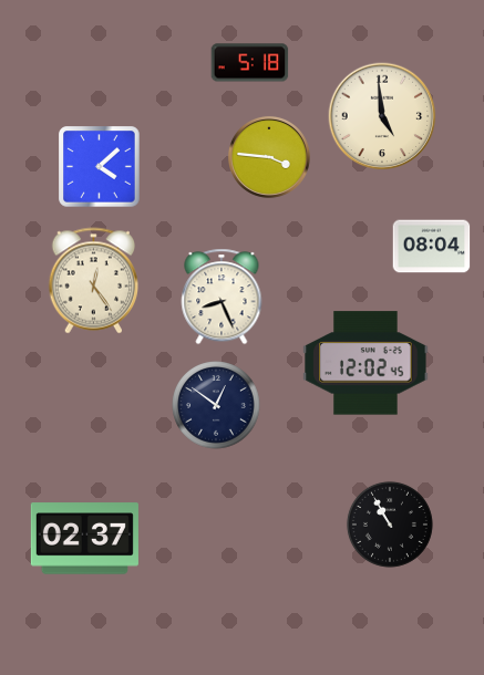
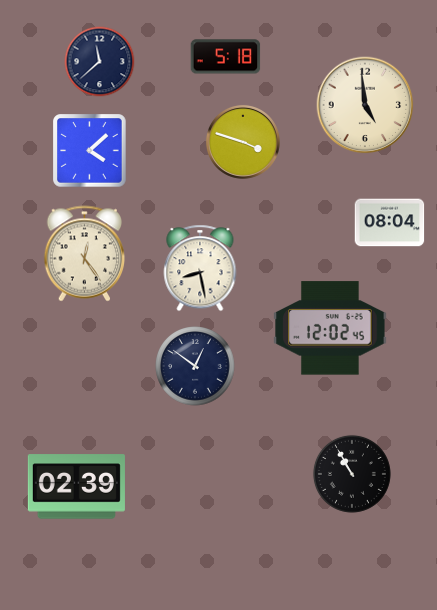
clock at (100, 62): none -> 11:38
clock at (382, 116) position: (382, 116) -> (365, 105)
clock at (269, 157): 3:46 -> 3:48
clock at (222, 297): 8:26 -> 8:28
clock at (84, 539): 02:37 -> 02:39
